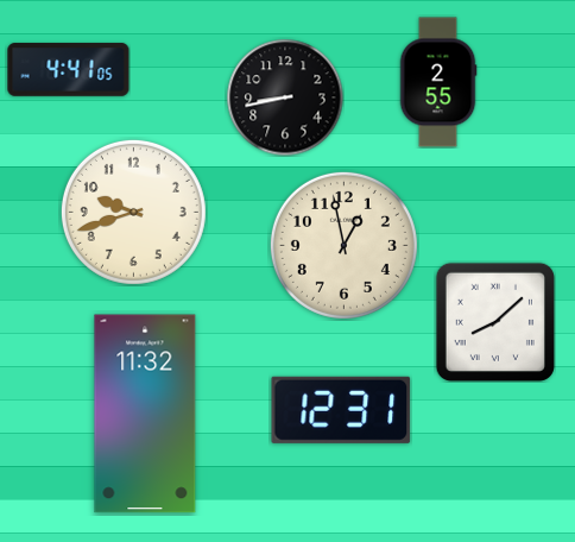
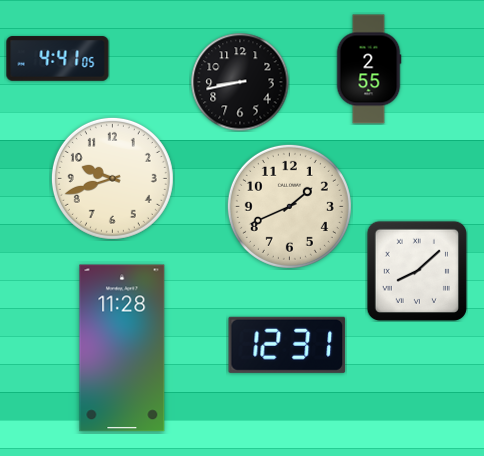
clock at (343, 245): 12:58 -> 1:41
clock at (145, 414): 11:32 -> 11:28
